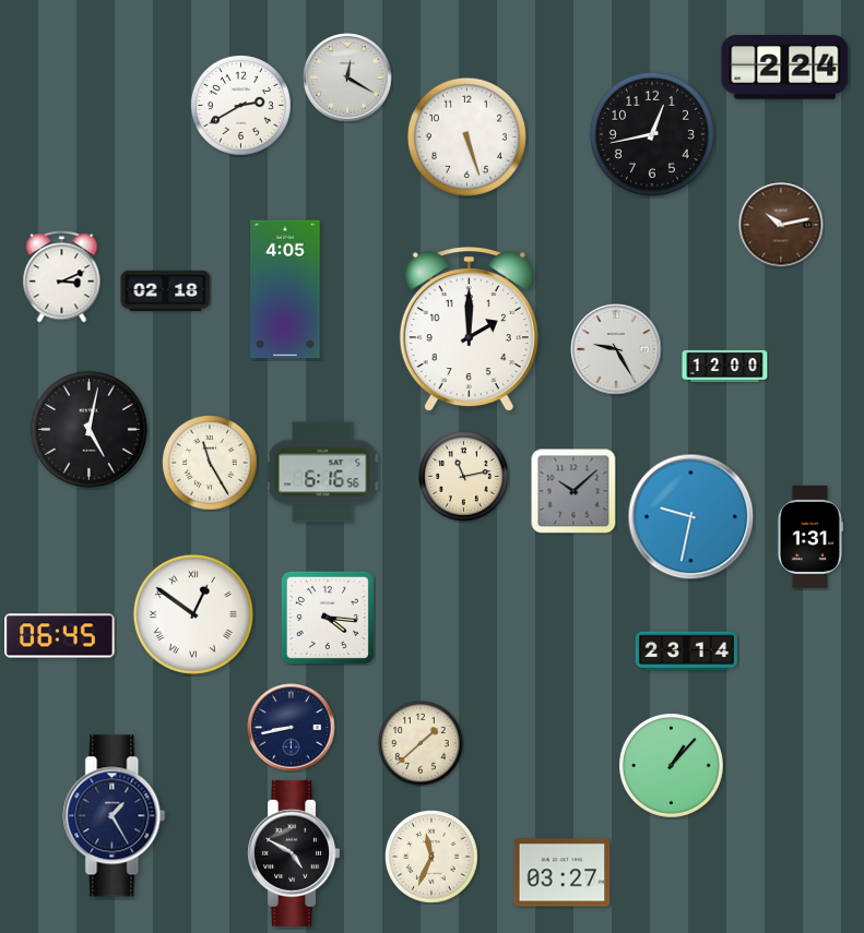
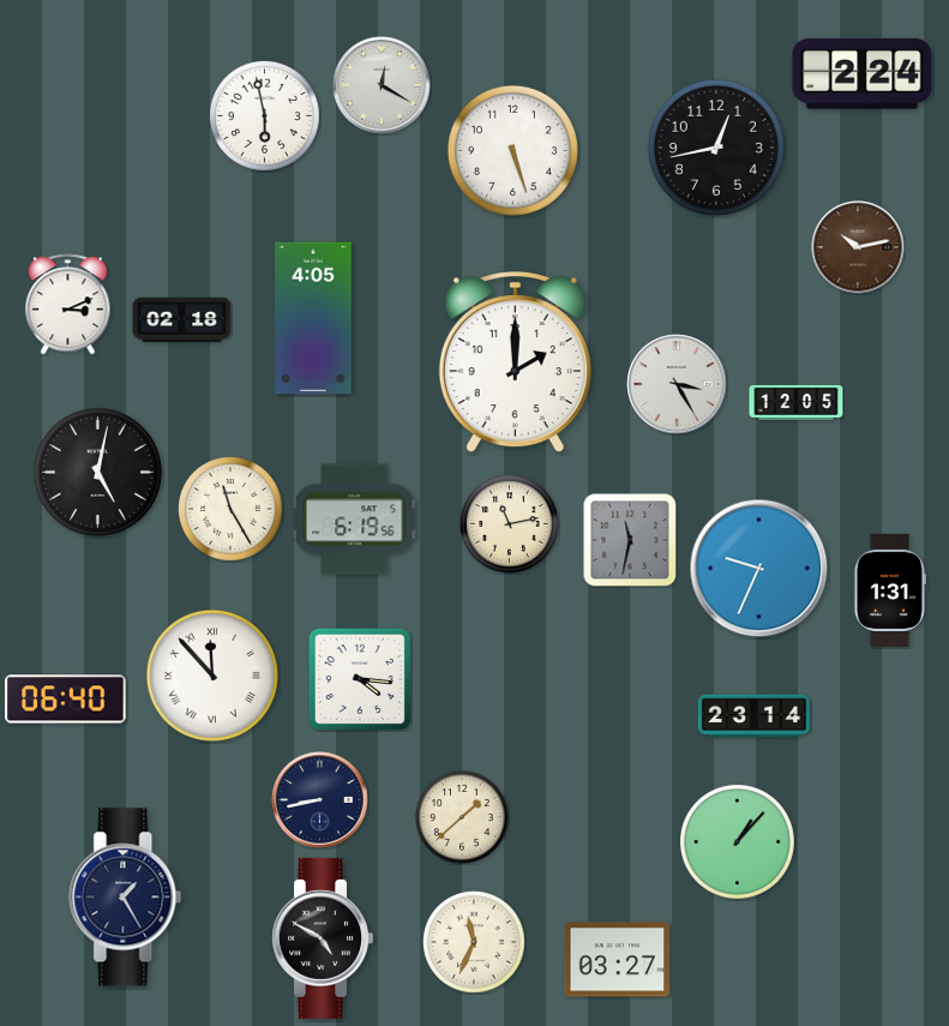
clock at (240, 105): 2:40 -> 5:58
clock at (616, 349): 9:25 -> 3:25
clock at (725, 366): 12:00 -> 12:05
clock at (324, 473): 6:16 -> 6:19
clock at (573, 491): 10:08 -> 11:32
clock at (691, 517): 9:32 -> 9:34
clock at (193, 614): 12:51 -> 11:53
clock at (60, 636): 06:45 -> 06:40
